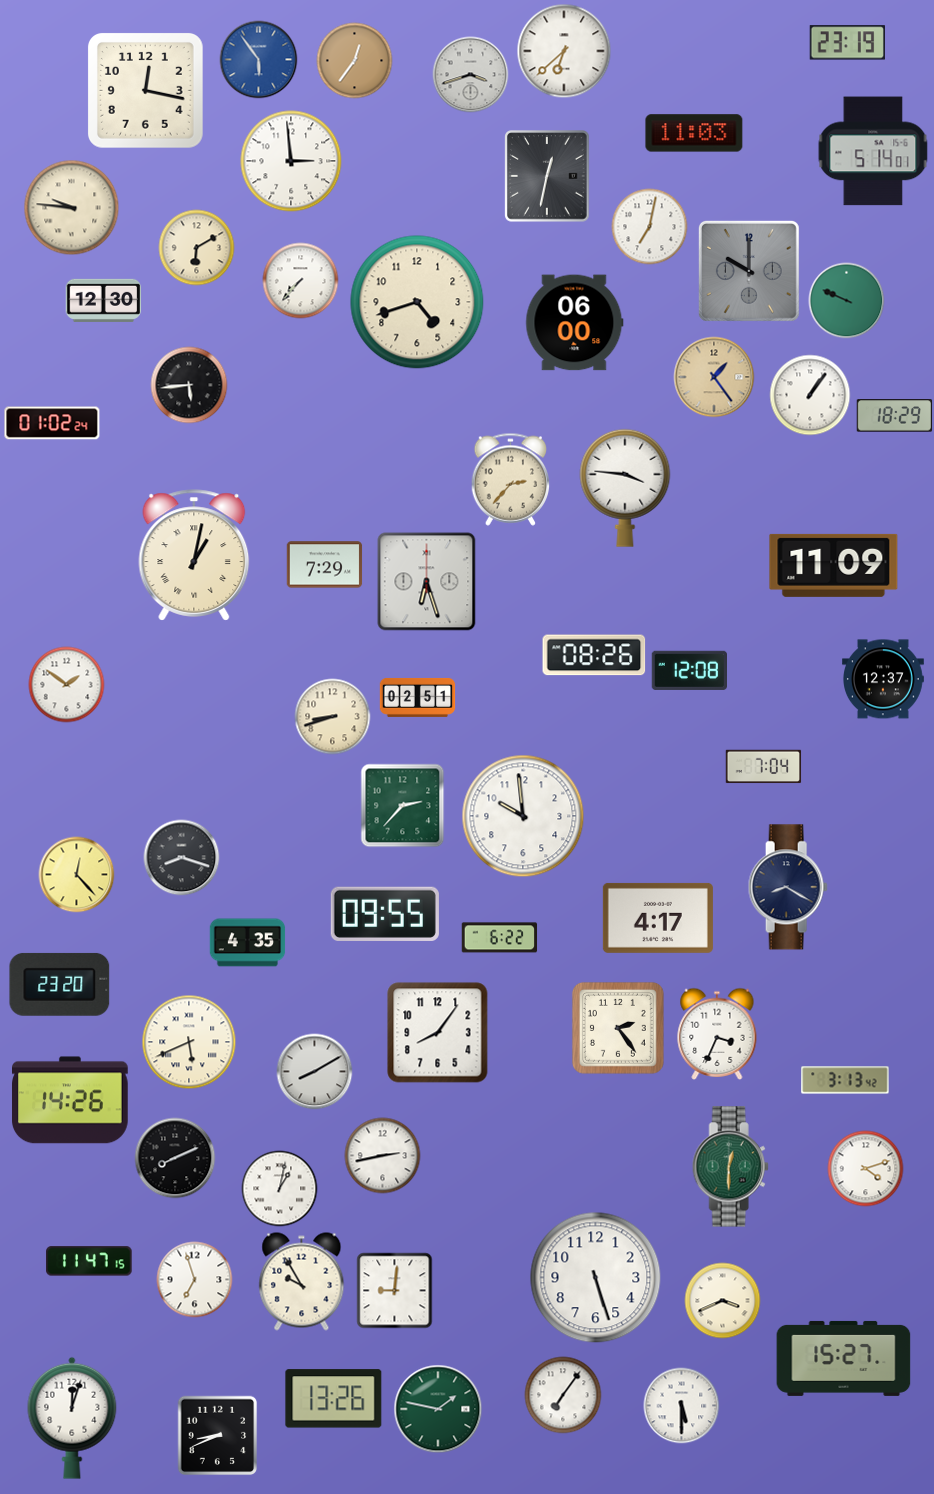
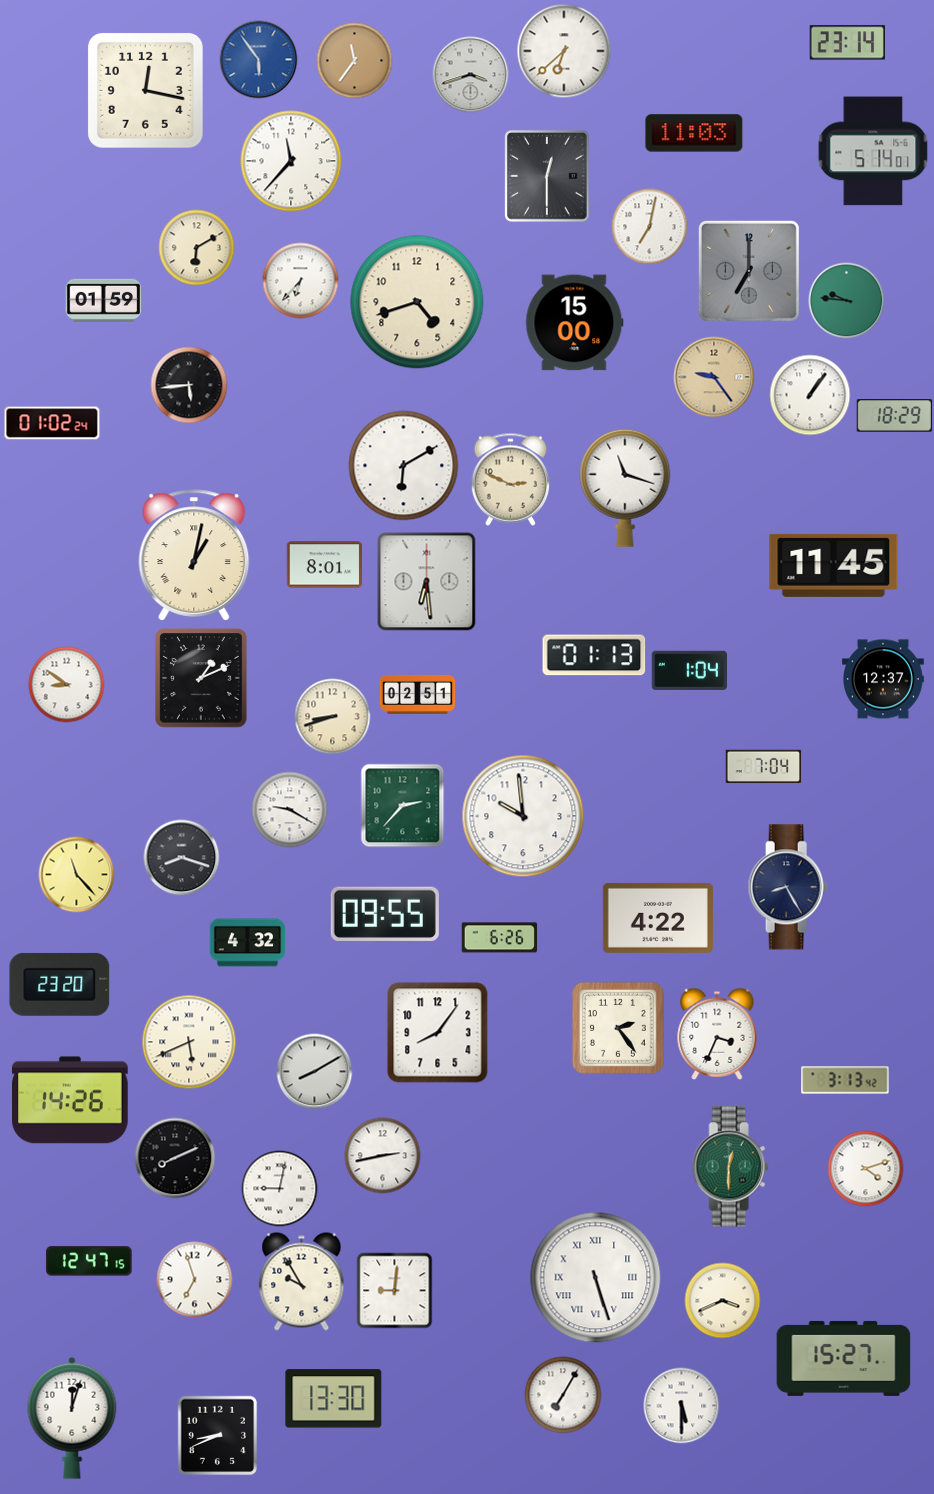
clock at (847, 43): 23:19 -> 23:14
clock at (355, 61): 12:36 -> 11:36
clock at (291, 161): 2:59 -> 11:37
clock at (547, 176): 12:32 -> 12:30
clock at (72, 208): 9:46 -> none
clock at (749, 271): 10:00 -> 7:00
clock at (301, 281): 7:37 -> 6:37
clock at (104, 300): 12:30 -> 01:59
clock at (847, 301): 9:49 -> 9:46
clock at (575, 323): 06:00 -> 15:00
clock at (714, 377): 1:24 -> 9:24
clock at (404, 466): none -> 6:10
clock at (511, 479): 2:37 -> 2:49
clock at (625, 488): 3:46 -> 11:18
clock at (325, 565): 7:29 -> 8:01
clock at (834, 565): 11:09 -> 11:45
clock at (427, 582): 6:27 -> 6:29
clock at (594, 655): 08:26 -> 01:13
clock at (689, 670): 12:08 -> 1:04
clock at (201, 678): none -> 1:11
clock at (67, 685): 1:51 -> 8:51
clock at (418, 697) position: (418, 697) -> (418, 694)
clock at (290, 810): none -> 9:20
clock at (77, 875): 12:23 -> 11:23
clock at (788, 887): 8:20 -> 8:25
clock at (658, 918): 4:17 -> 4:22
clock at (500, 938): 6:22 -> 6:26
clock at (248, 943): 4:35 -> 4:32
clock at (280, 1189): 1:02 -> 9:02
clock at (89, 1261): 11:47 -> 12:47
clock at (596, 1278) numerals: Arabic -> Roman
clock at (563, 1395): 7:06 -> 7:05
clock at (334, 1399): 13:26 -> 13:30
clock at (438, 1409): 1:47 -> none
